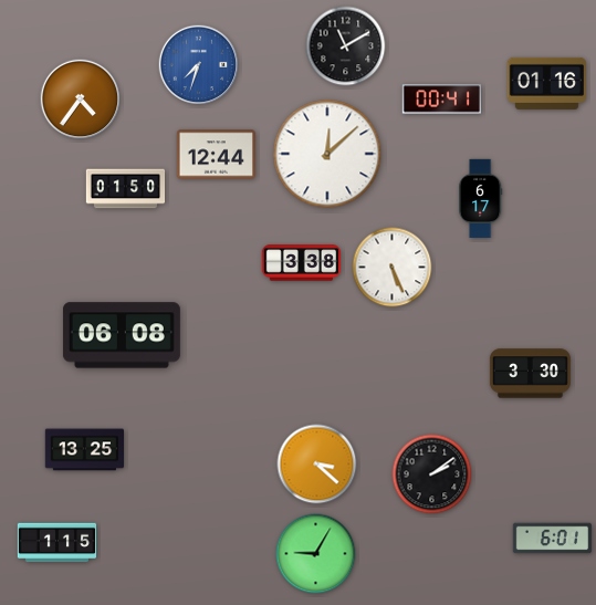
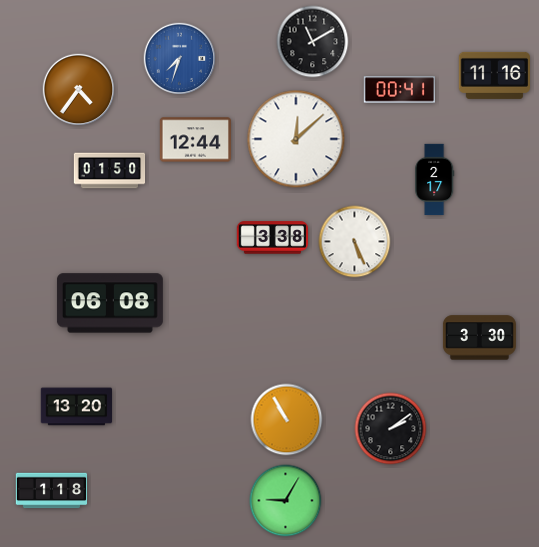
clock at (546, 83): 01:16 -> 11:16
clock at (81, 100) position: (81, 100) -> (79, 90)
clock at (126, 189) position: (126, 189) -> (110, 171)
clock at (481, 199): 6:17 -> 2:17
clock at (85, 450): 13:25 -> 13:20
clock at (317, 465): 3:22 -> 10:55
clock at (553, 539): 6:01 -> none
clock at (57, 543): 1:15 -> 1:18
